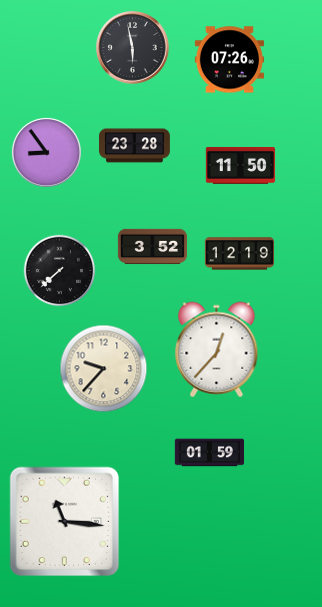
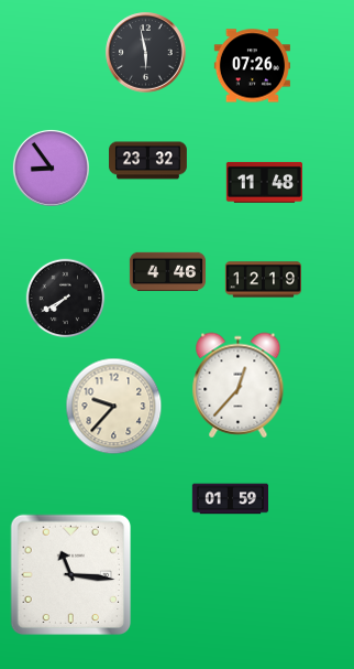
clock at (135, 146): 23:28 -> 23:32
clock at (240, 165): 11:50 -> 11:48
clock at (152, 247): 3:52 -> 4:46
clock at (60, 271): 7:38 -> 7:40
